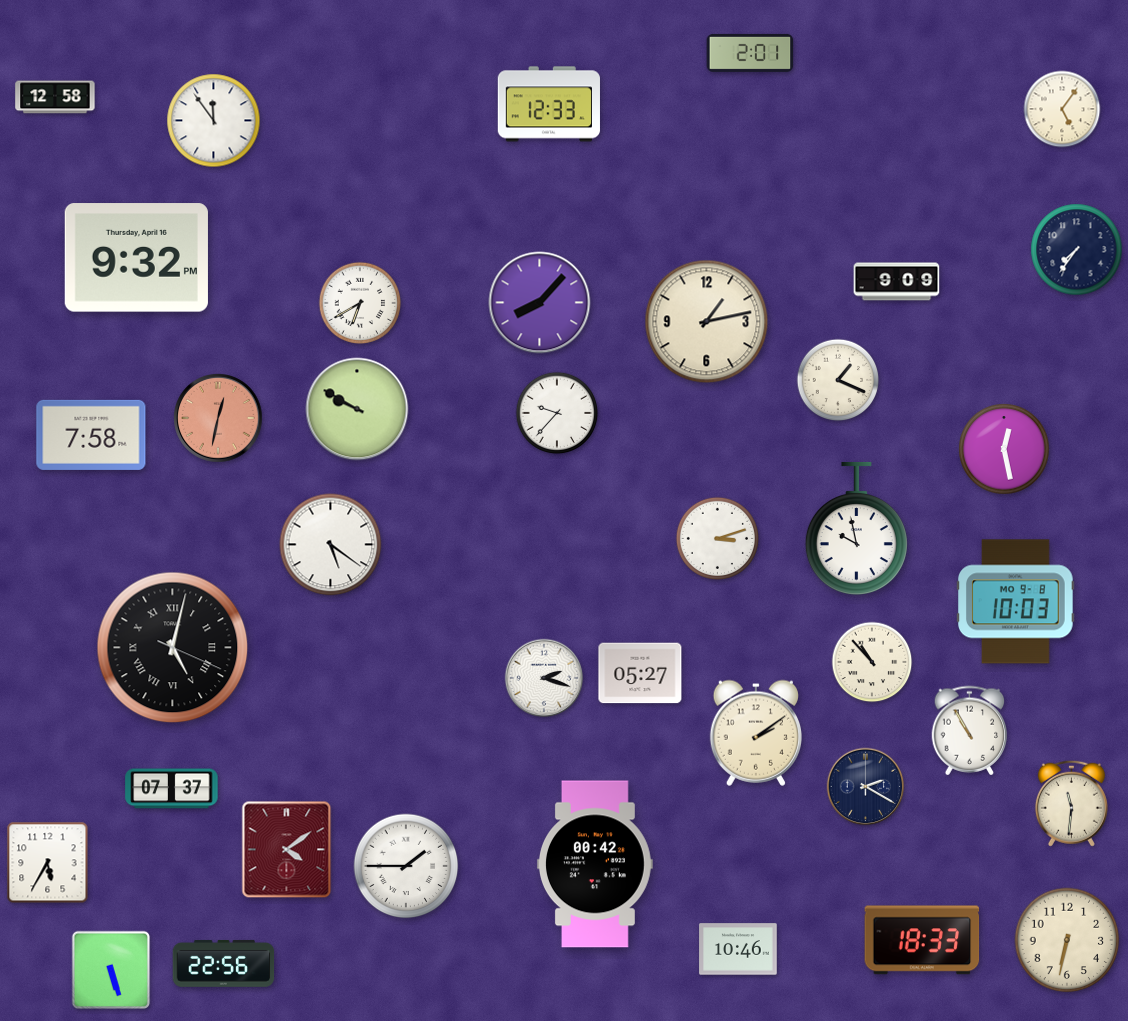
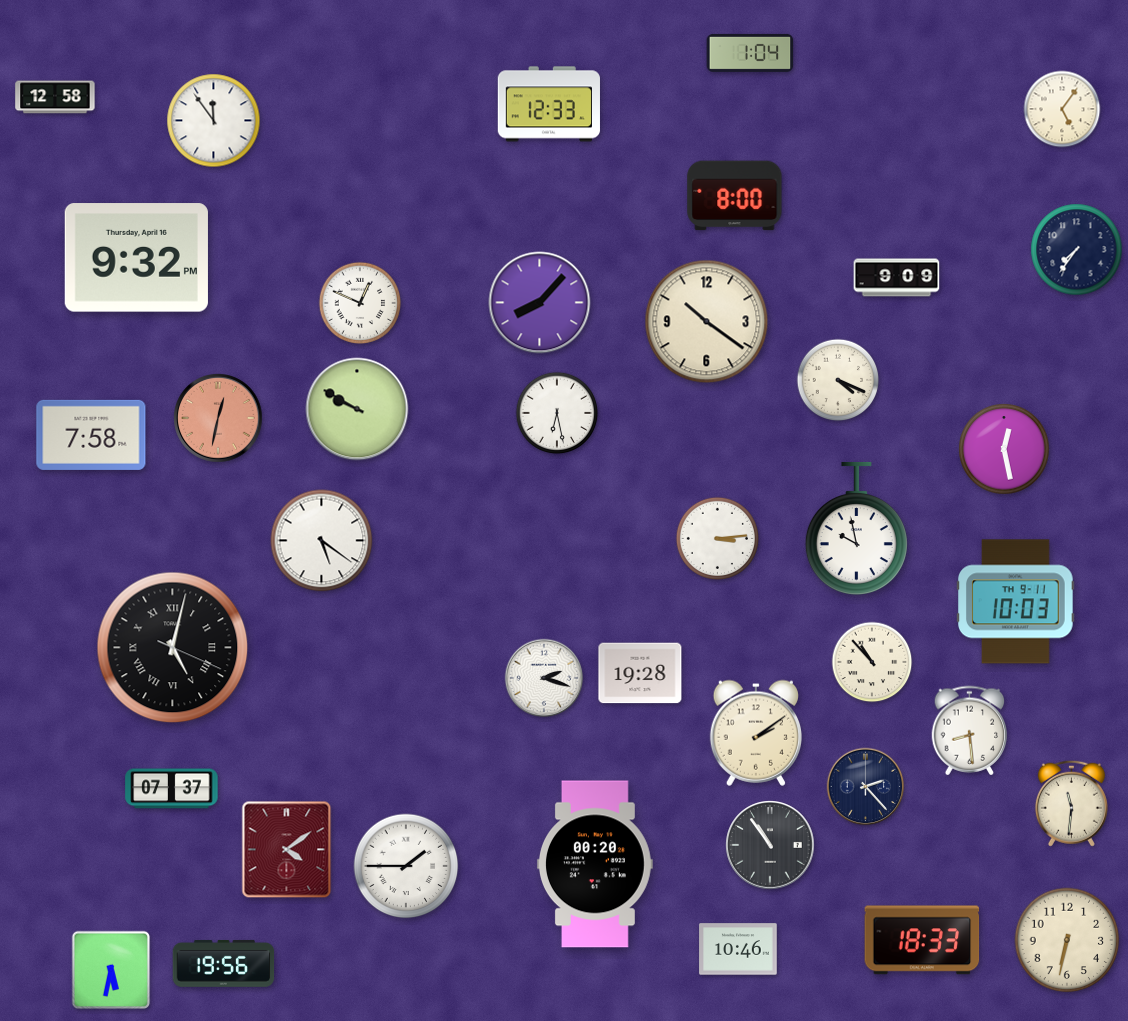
clock at (750, 53): 2:01 -> 1:04
clock at (735, 196): none -> 8:00
clock at (897, 282) position: (897, 282) -> (897, 278)
clock at (360, 303): 6:40 -> 12:49
clock at (707, 322): 1:13 -> 10:21
clock at (838, 380): 1:19 -> 4:19
clock at (557, 413): 9:37 -> 6:28
clock at (718, 539): 3:12 -> 3:14
clock at (331, 545) position: (331, 545) -> (322, 541)
clock at (1016, 602) date: MO 9-8 -> TH 9-11
clock at (640, 673): 05:27 -> 19:28
clock at (970, 731): 10:55 -> 8:29
clock at (866, 787): 2:20 -> 2:23
clock at (770, 845): none -> 10:54
clock at (48, 863): 5:35 -> none
clock at (595, 864): 00:42 -> 00:20
clock at (224, 963): 22:56 -> 19:56
clock at (111, 970): 5:27 -> 5:32
